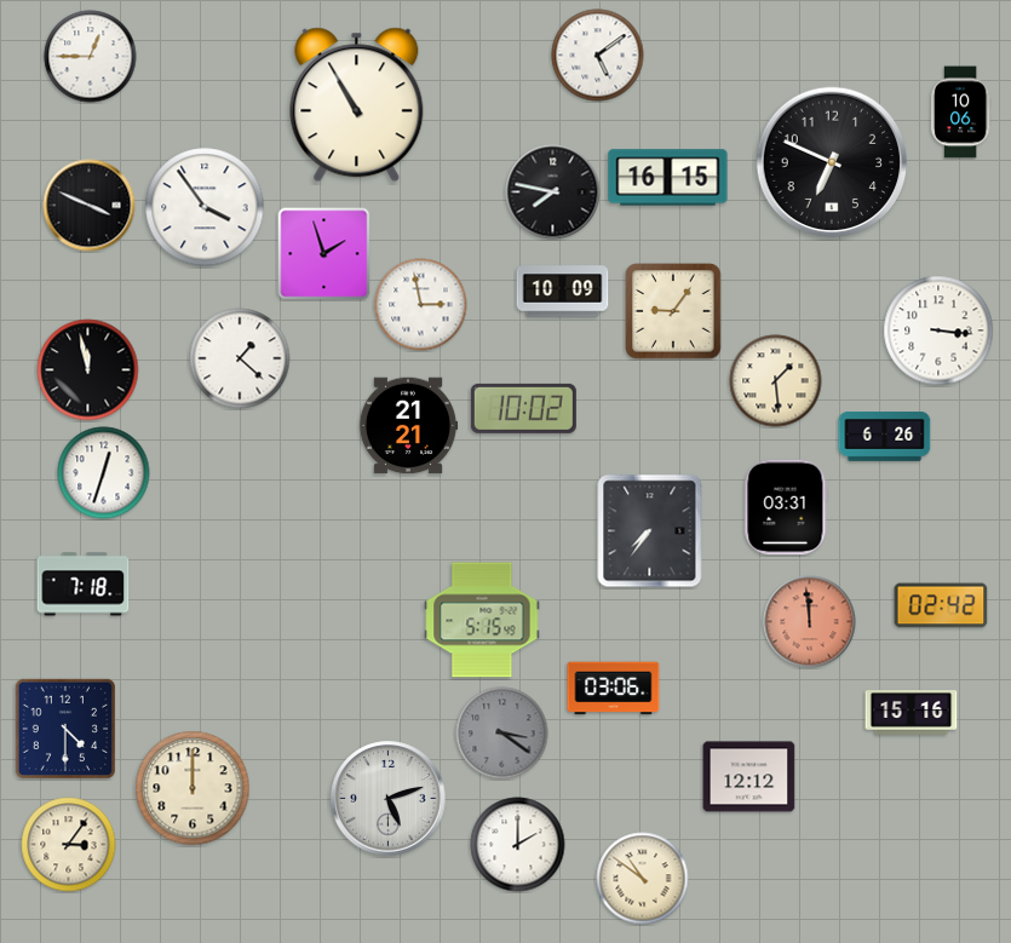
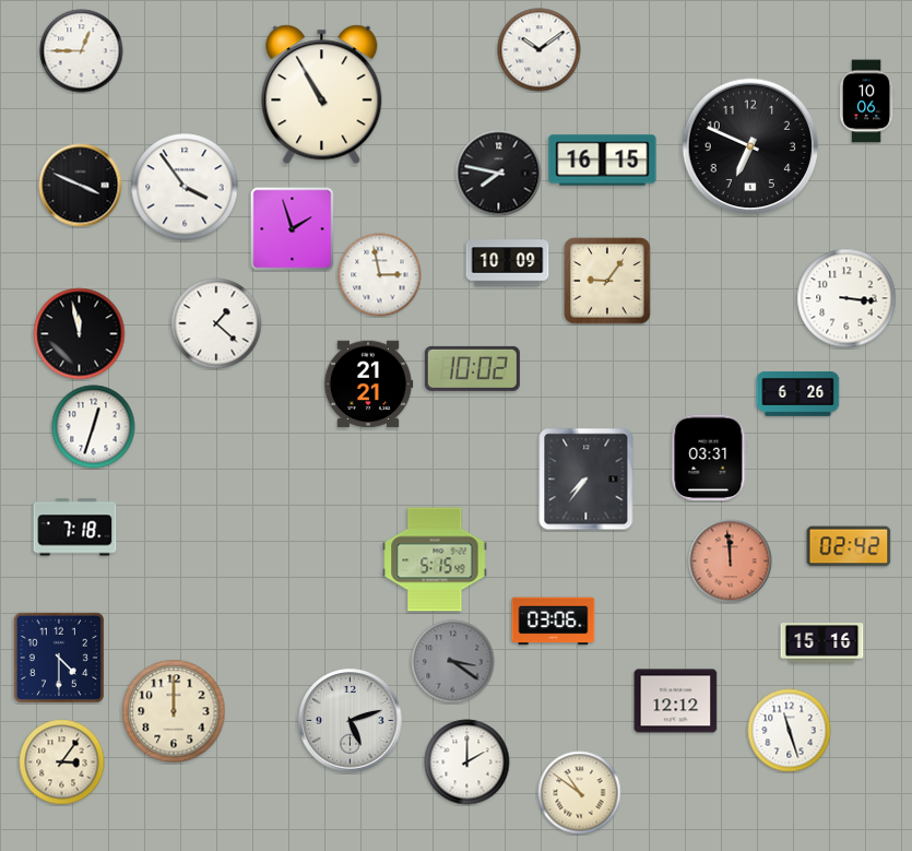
clock at (598, 56): 5:09 -> 10:09
clock at (776, 381): 1:29 -> none
clock at (790, 731): none -> 11:27
